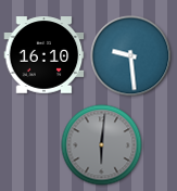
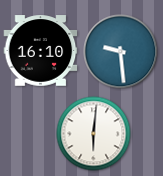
clock at (102, 145) dial: grey -> white
